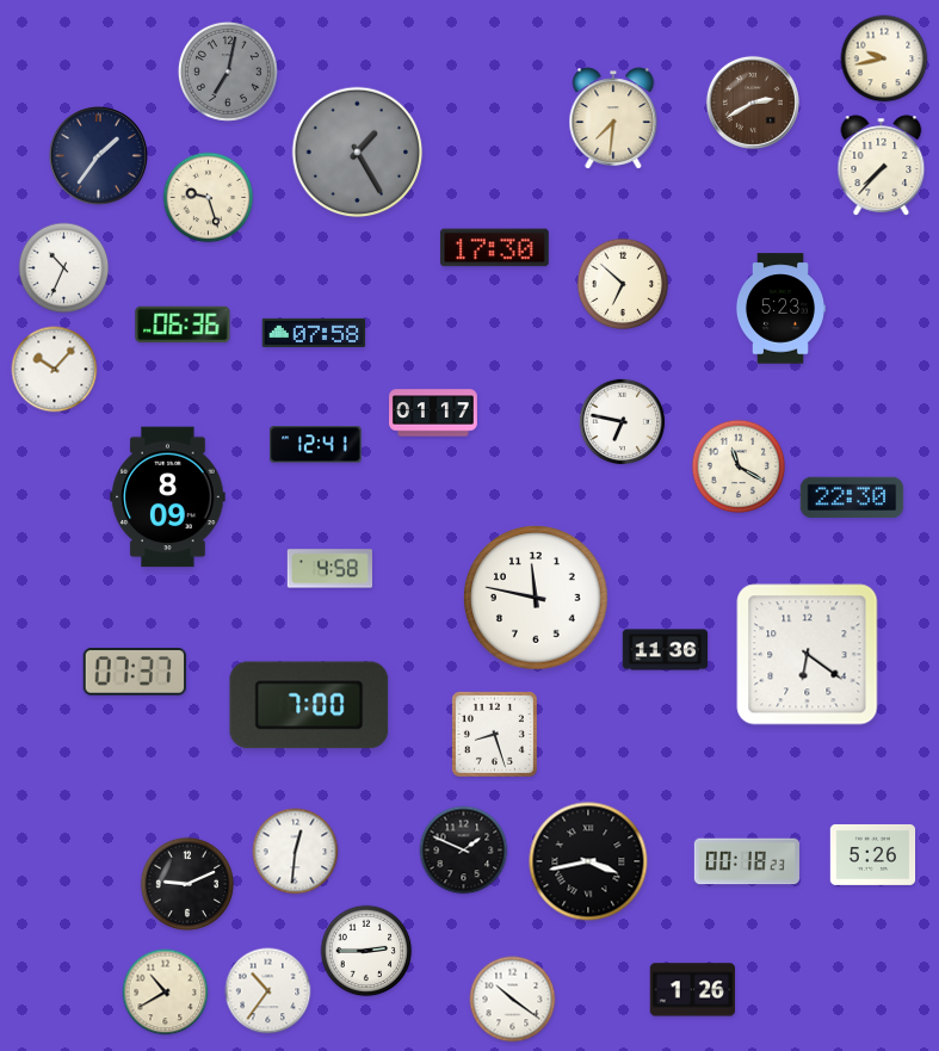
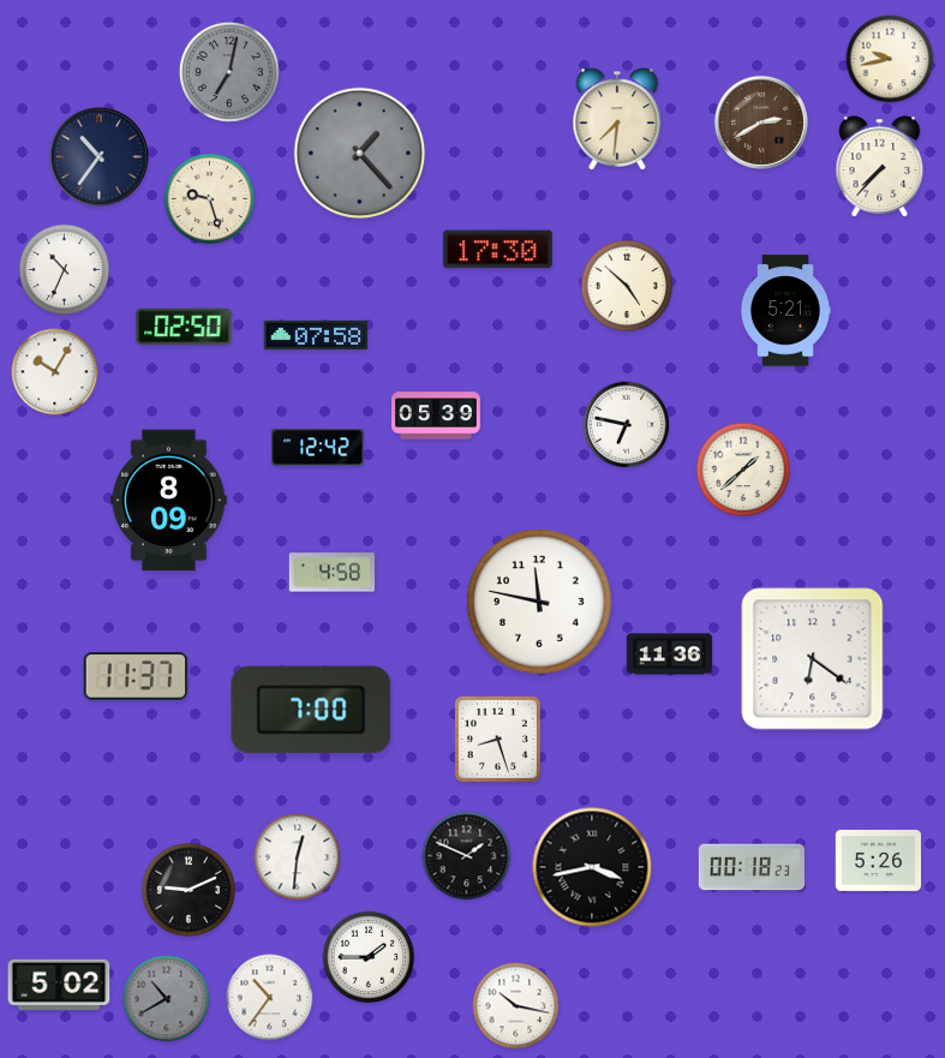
clock at (753, 103) position: (753, 103) -> (761, 122)
clock at (358, 153): 1:25 -> 1:23
clock at (99, 156): 1:36 -> 10:36
clock at (882, 166) position: (882, 166) -> (880, 167)
clock at (623, 284): 6:52 -> 4:52
clock at (779, 309): 5:23 -> 5:21
clock at (183, 324): 06:36 -> 02:50
clock at (55, 370): 10:07 -> 10:05
clock at (434, 413): 01:17 -> 05:39
clock at (316, 445): 12:41 -> 12:42
clock at (739, 466): 11:20 -> 1:38
clock at (852, 497): 22:30 -> none
clock at (135, 673): 07:37 -> 11:37
clock at (366, 951): 2:45 -> 1:45
clock at (59, 985): none -> 5:02
clock at (692, 990): 1:26 -> none
clock at (166, 993) dial: cream -> grey
clock at (513, 1000): 10:21 -> 10:17
